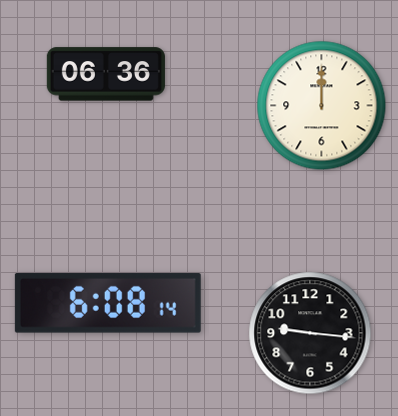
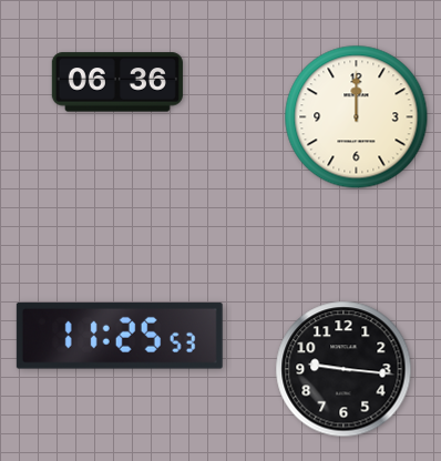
clock at (108, 303): 6:08 -> 11:25
